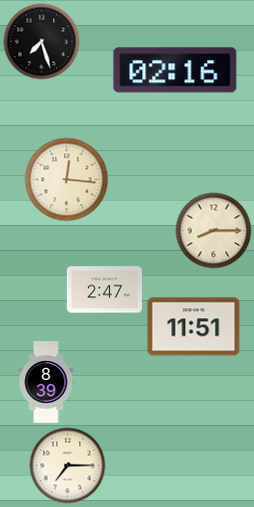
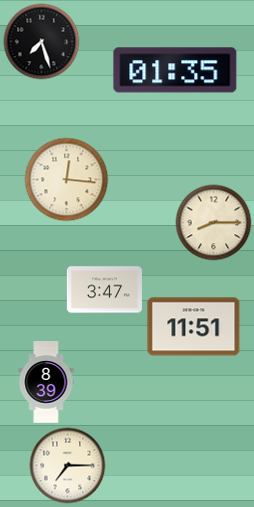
clock at (175, 70): 02:16 -> 01:35
clock at (214, 231) position: (214, 231) -> (214, 223)
clock at (104, 290): 2:47 -> 3:47
